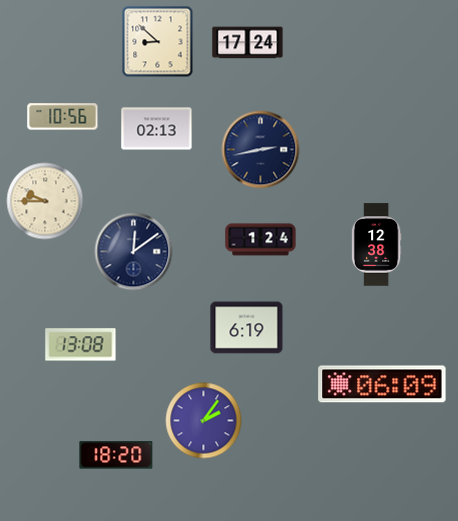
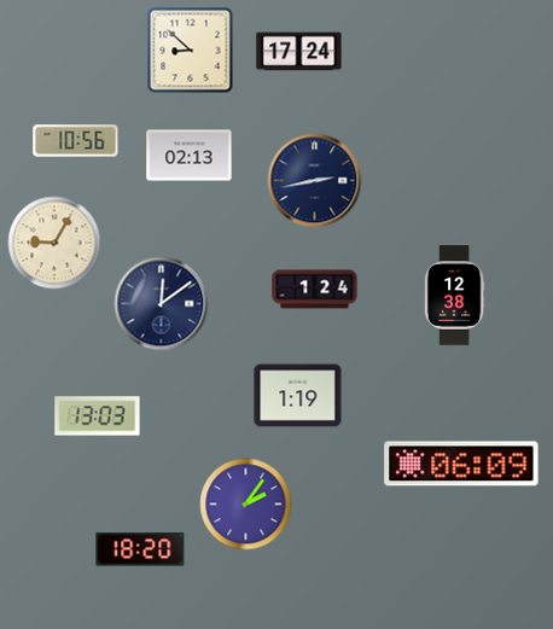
clock at (45, 201): 9:45 -> 9:05
clock at (247, 328): 6:19 -> 1:19
clock at (81, 345): 13:08 -> 13:03
clock at (204, 421) position: (204, 421) -> (246, 505)
